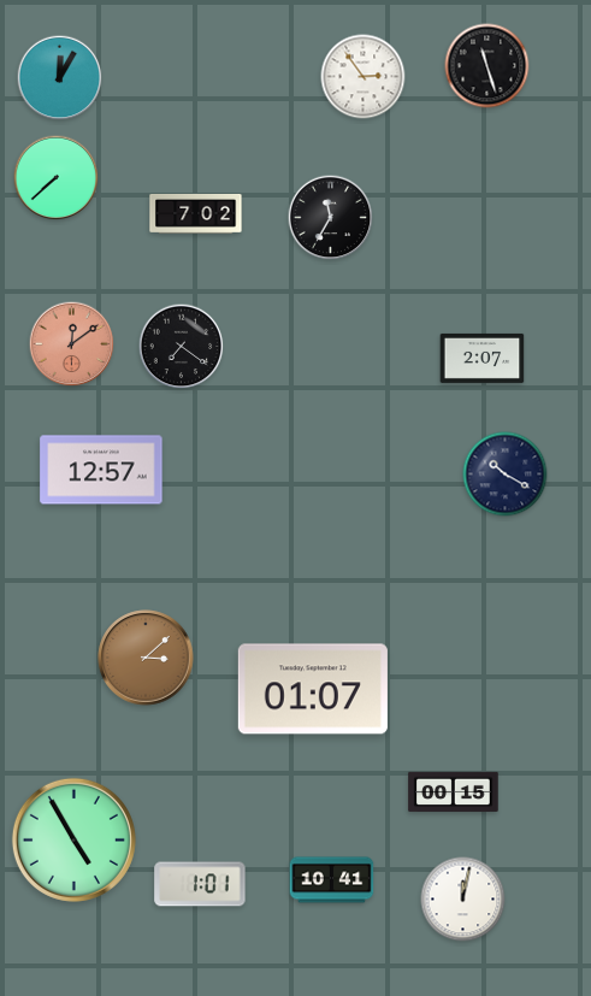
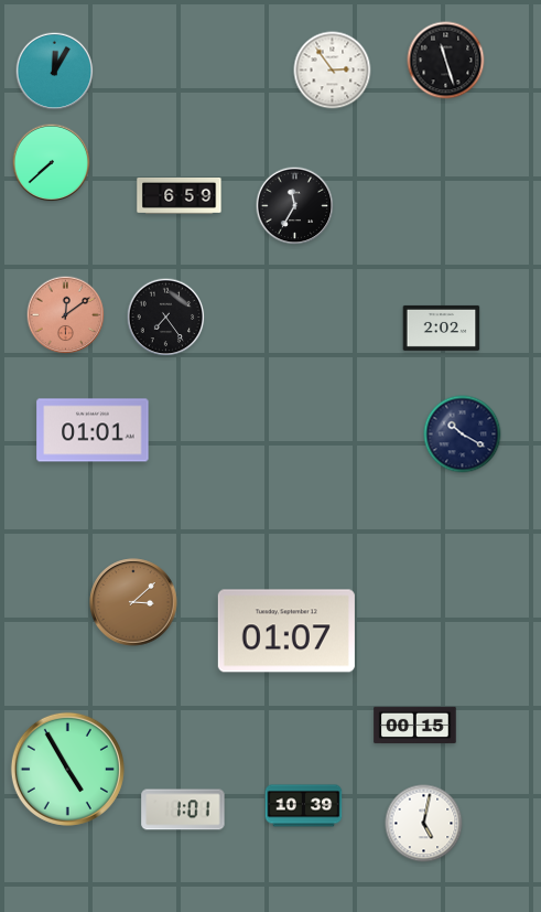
clock at (196, 213): 7:02 -> 6:59
clock at (331, 218) position: (331, 218) -> (295, 206)
clock at (182, 347): 7:21 -> 7:24
clock at (483, 358): 2:07 -> 2:02
clock at (101, 470): 12:57 -> 01:01
clock at (332, 880): 10:41 -> 10:39
clock at (463, 900): 12:02 -> 5:02
